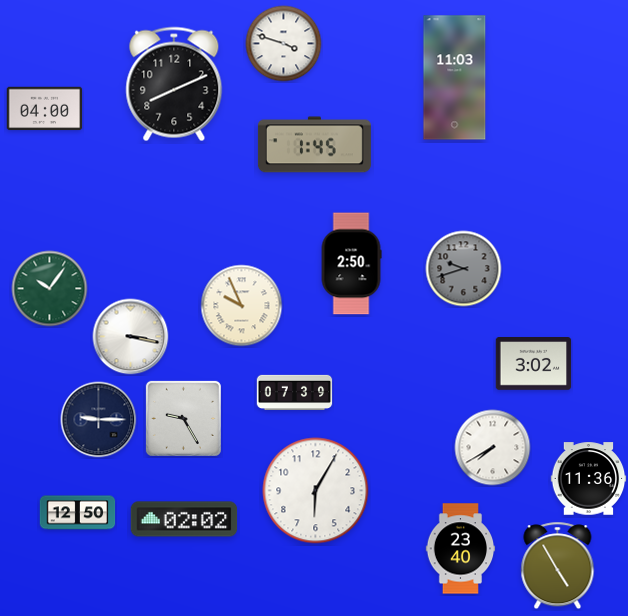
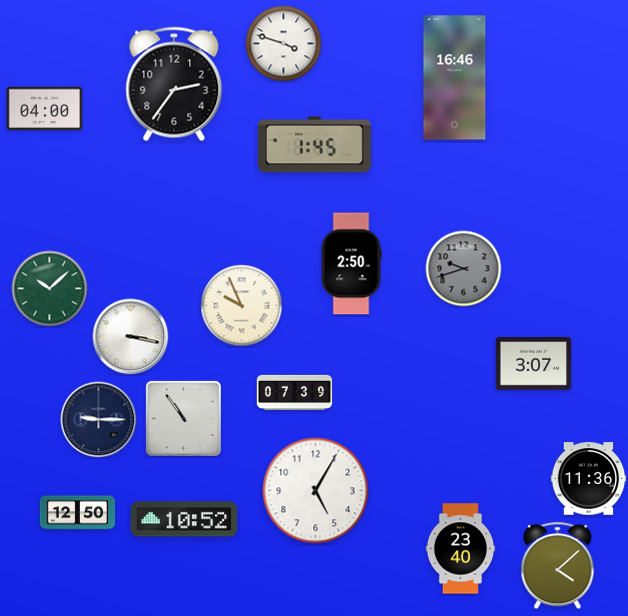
clock at (455, 78): 11:03 -> 16:46
clock at (174, 84): 8:11 -> 2:36
clock at (50, 289): 10:06 -> 10:08
clock at (534, 364): 3:02 -> 3:07
clock at (183, 418): 9:25 -> 10:54
clock at (493, 448): 7:40 -> none
clock at (316, 491): 6:05 -> 5:05
clock at (184, 519): 02:02 -> 10:52
clock at (558, 566): 4:55 -> 4:08
